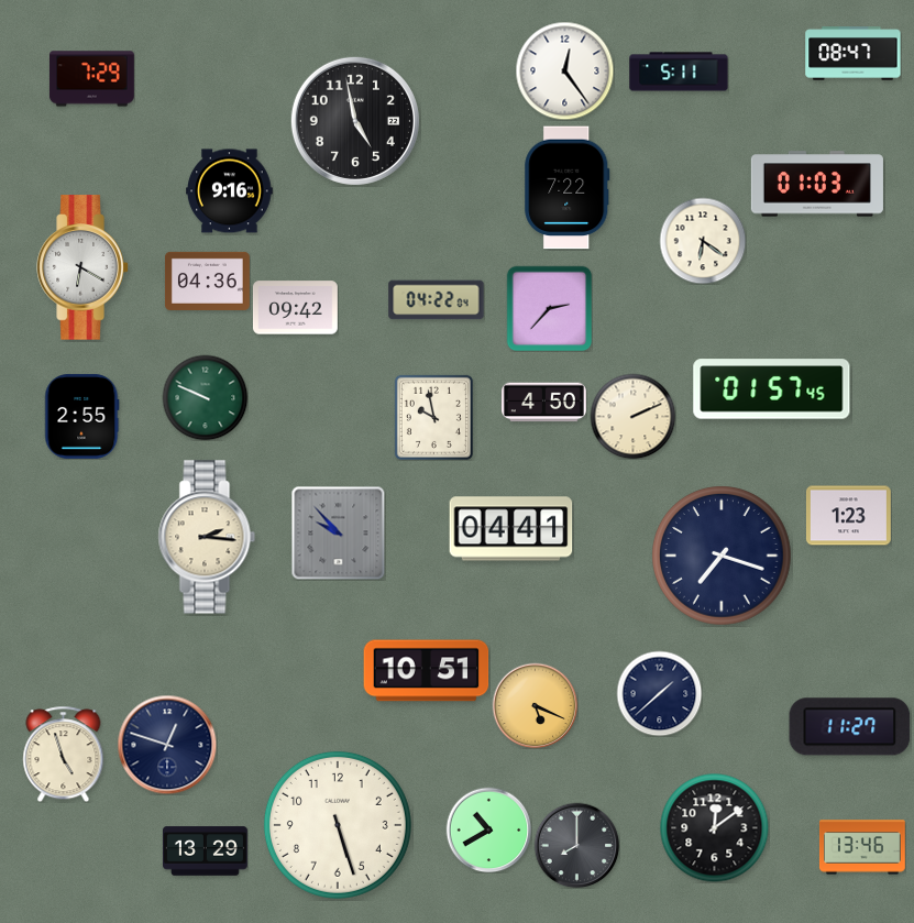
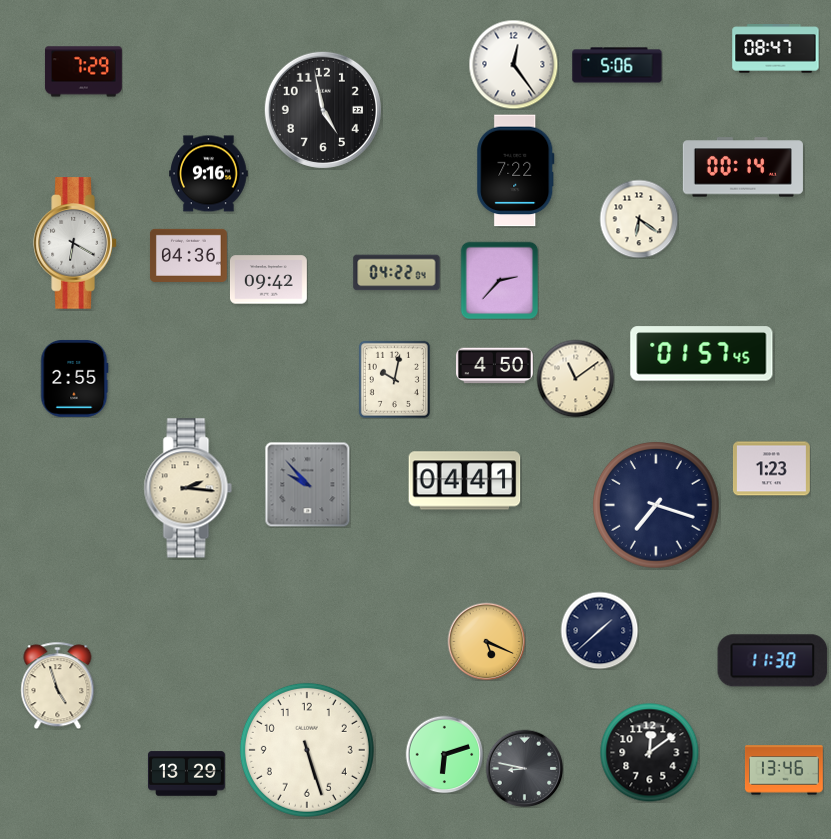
clock at (679, 72): 5:11 -> 5:06
clock at (817, 184): 01:03 -> 00:14
clock at (205, 397): 9:49 -> none
clock at (632, 416): 2:11 -> 11:09
clock at (433, 417): 9:58 -> 10:02
clock at (427, 671): 10:51 -> none
clock at (850, 727): 11:27 -> 11:30
clock at (167, 745): 12:48 -> none
clock at (488, 829): 10:40 -> 6:12
clock at (576, 845): 8:00 -> 8:47
